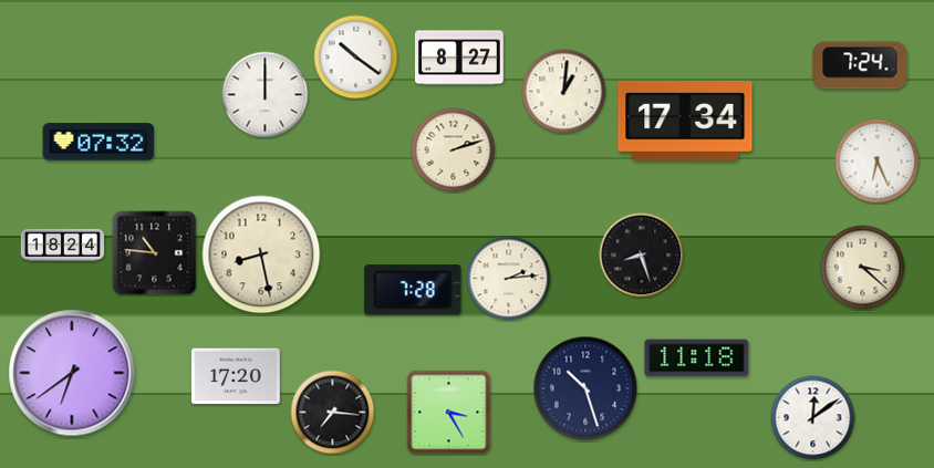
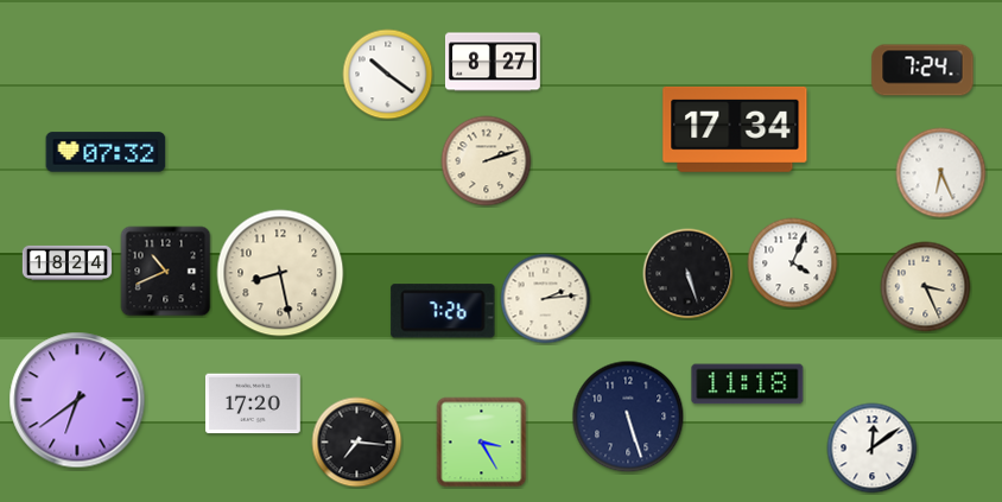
clock at (356, 58) position: (356, 58) -> (388, 75)
clock at (564, 92): 1:01 -> none
clock at (266, 95): 12:00 -> none
clock at (793, 263): none -> 4:04
clock at (155, 253): 10:46 -> 10:41
clock at (642, 256): 8:27 -> 5:27
clock at (863, 268): 3:22 -> 3:26
clock at (413, 290): 7:28 -> 7:26
clock at (585, 388): 10:27 -> 5:27
